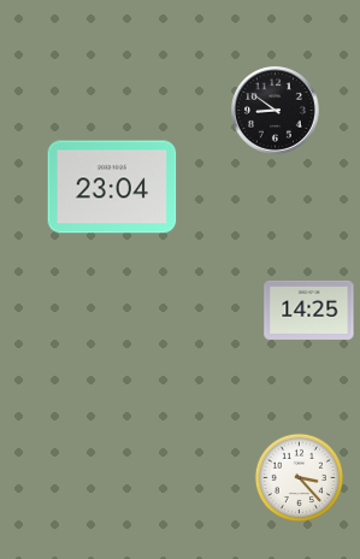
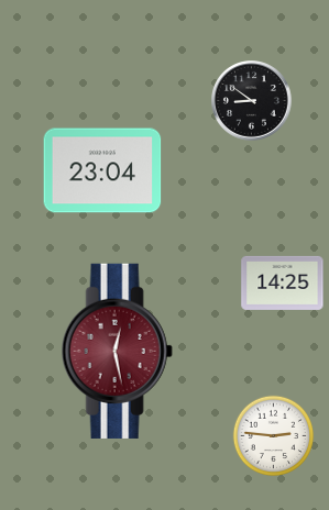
clock at (117, 351): none -> 12:28
clock at (300, 478): 3:23 -> 2:46
